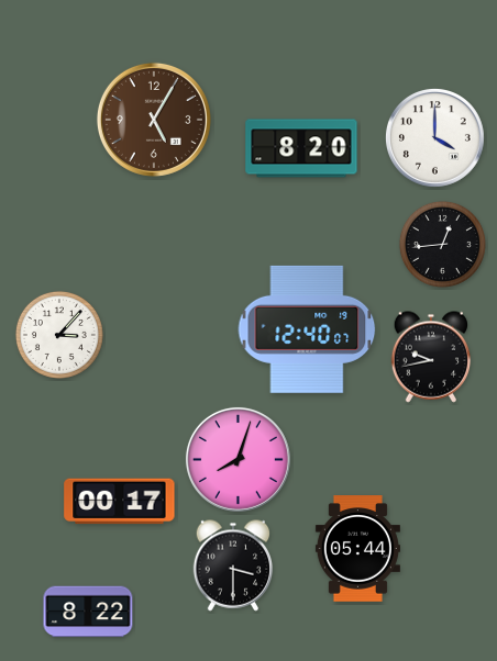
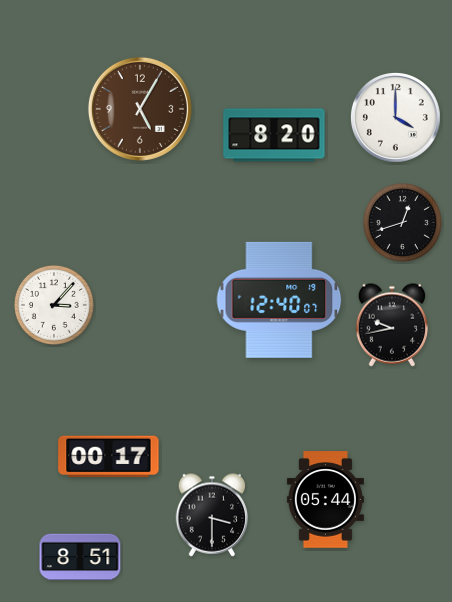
clock at (434, 137) position: (434, 137) -> (395, 117)
clock at (442, 244): 12:44 -> 12:42
clock at (238, 459): 8:03 -> none
clock at (88, 612): 8:22 -> 8:51
